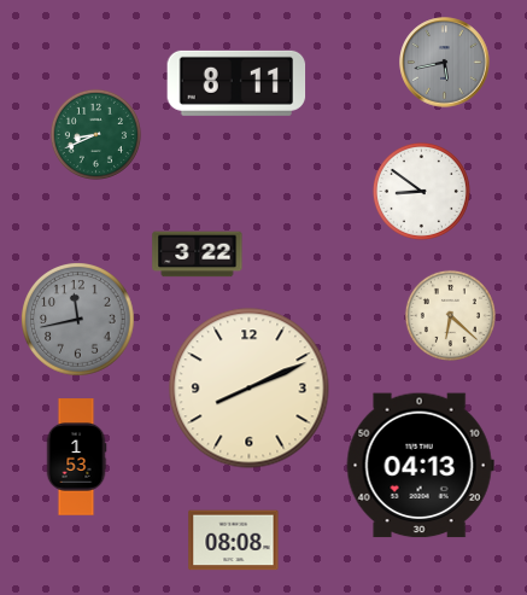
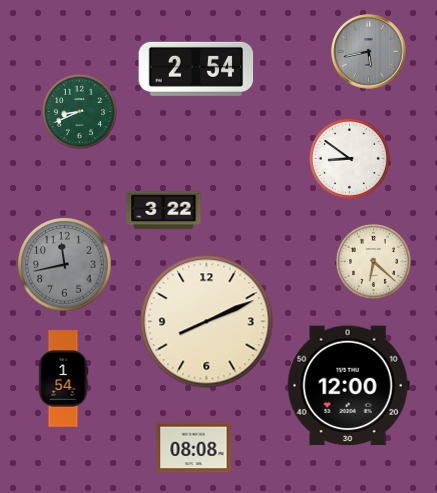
clock at (236, 83): 8:11 -> 2:54
clock at (76, 457): 1:53 -> 1:54
clock at (420, 466): 04:13 -> 12:00
